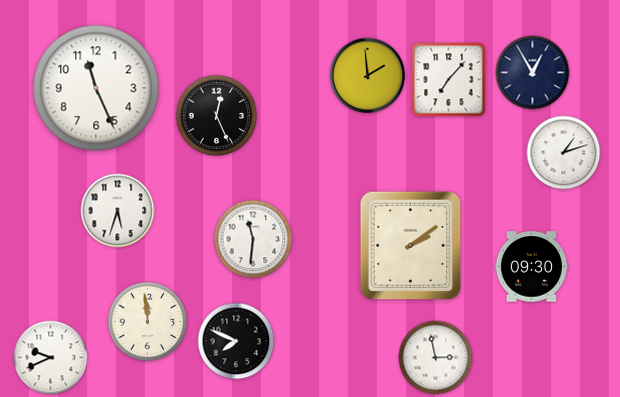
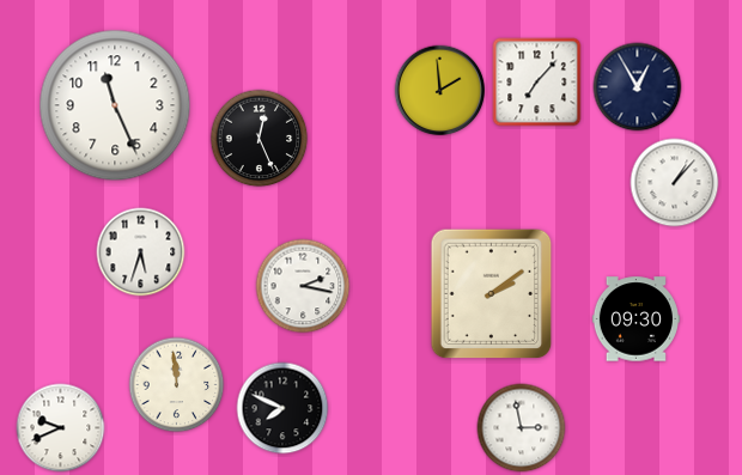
clock at (449, 80) position: (449, 80) -> (537, 83)
clock at (564, 153): 1:12 -> 1:07
clock at (253, 239): 11:31 -> 2:17
